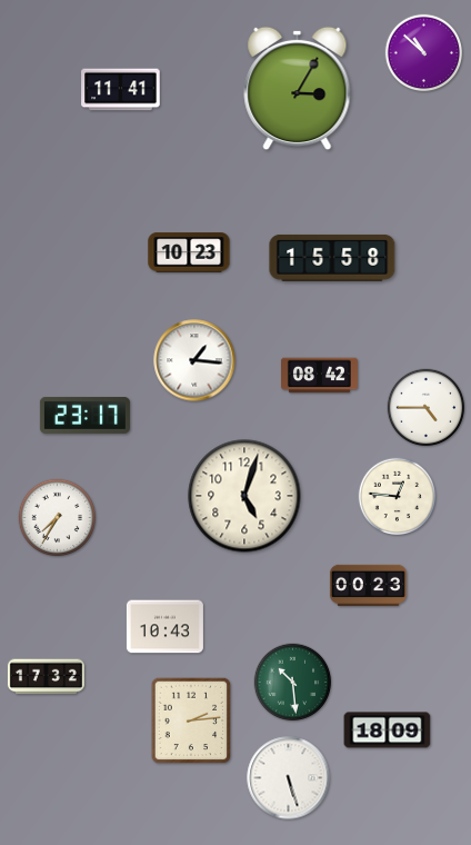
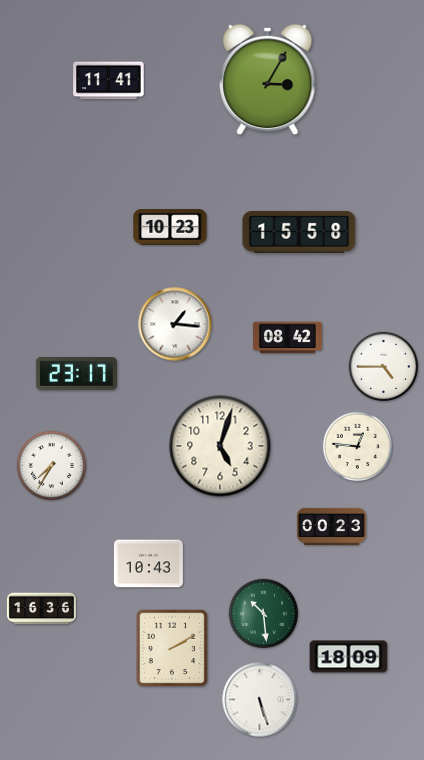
clock at (424, 53): 10:52 -> none
clock at (46, 677): 17:32 -> 16:36
clock at (191, 720): 2:14 -> 2:10
